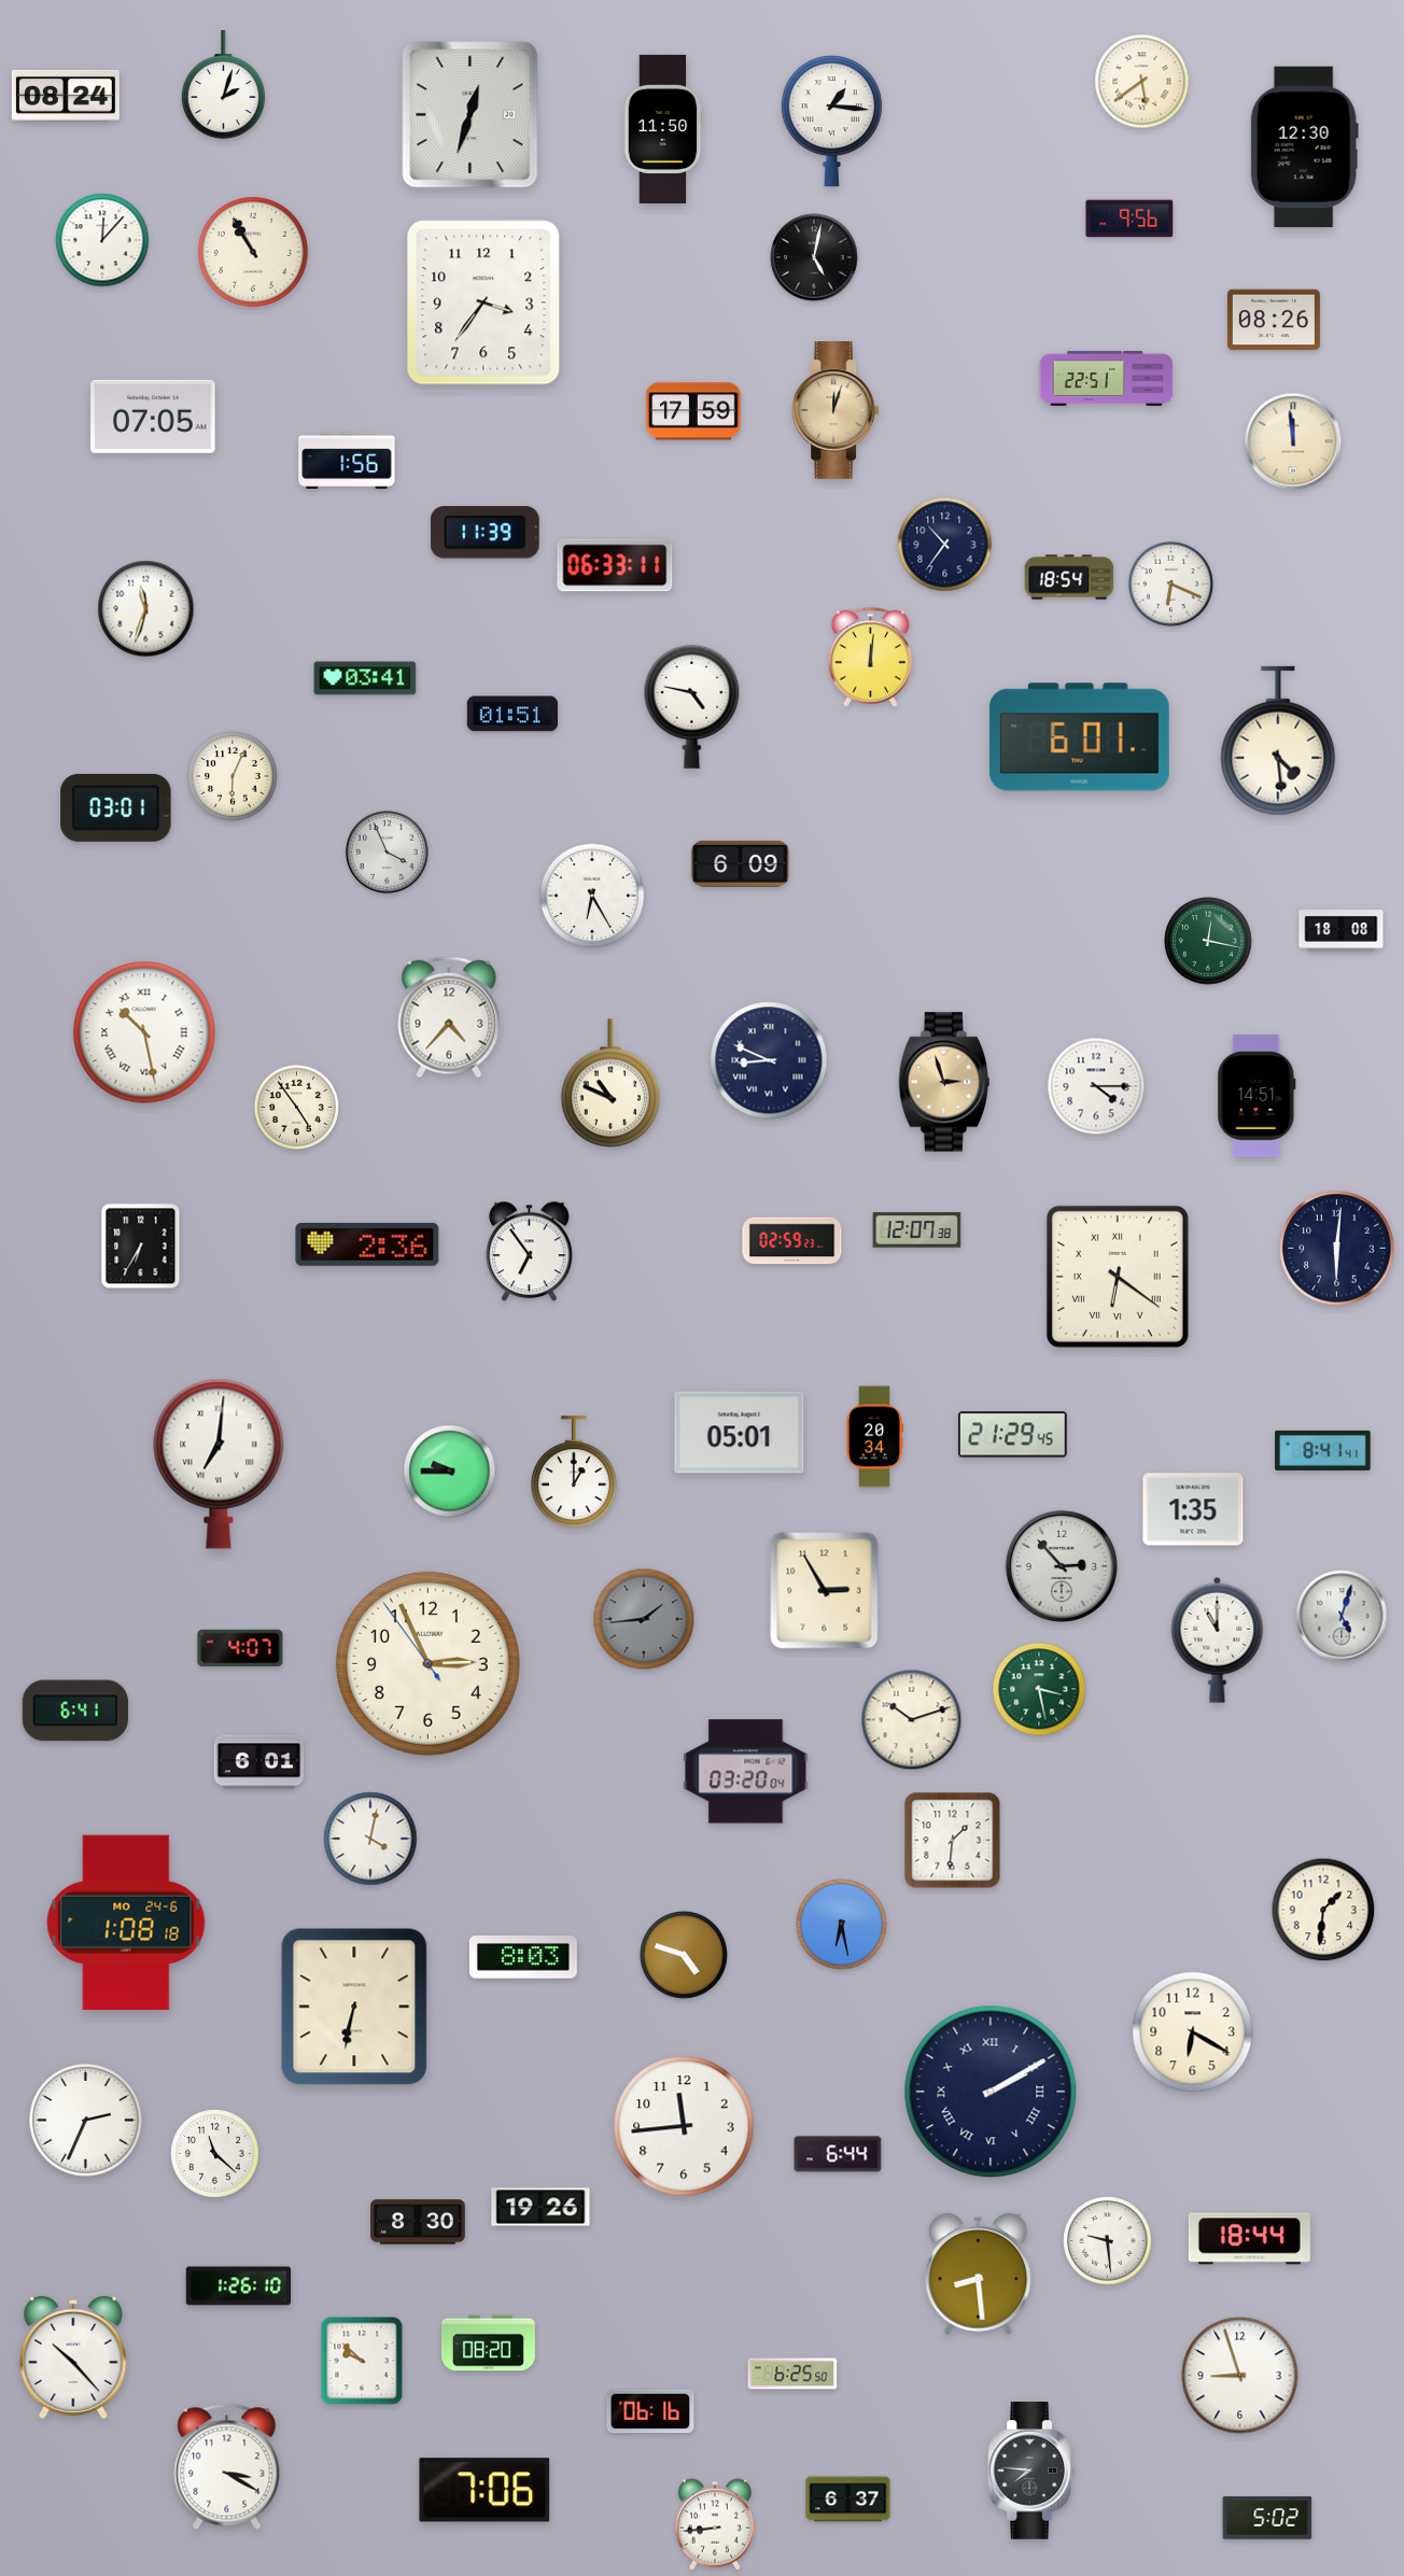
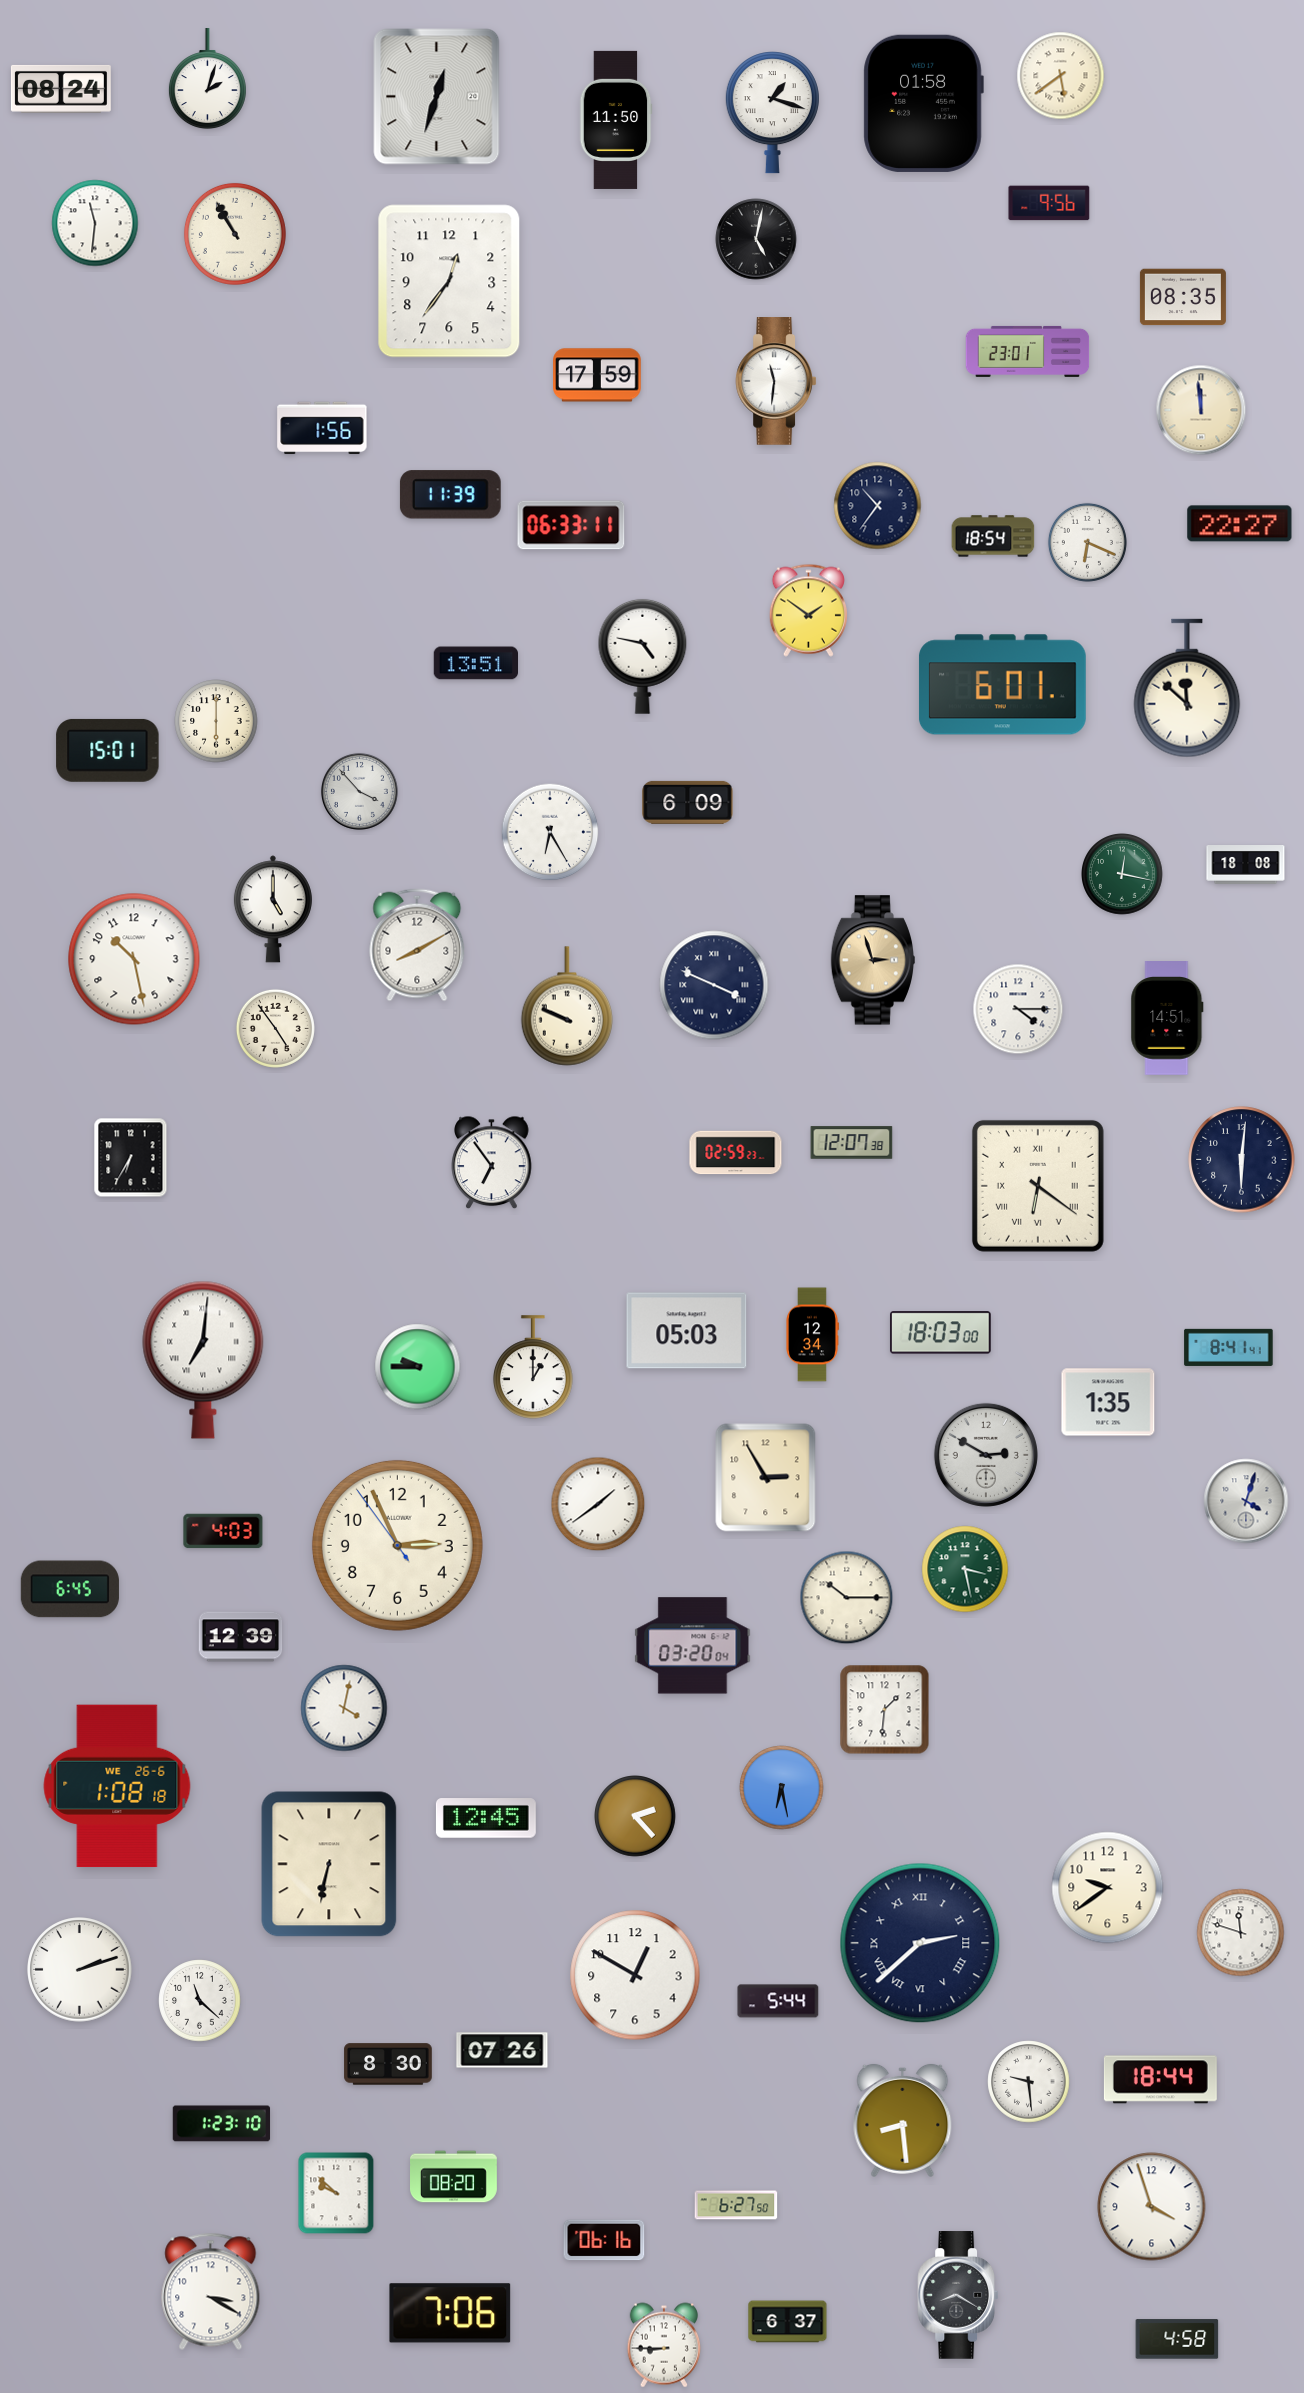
clock at (923, 103): none -> 01:58
clock at (471, 115) position: (471, 115) -> (437, 97)
clock at (831, 122): 1:16 -> 1:18
clock at (1304, 147): 12:30 -> none
clock at (102, 240): 12:07 -> 11:31
clock at (483, 302): 3:36 -> 12:36
clock at (1274, 320): 08:26 -> 08:35
clock at (1107, 378): 22:51 -> 23:01
clock at (836, 410): 12:03 -> 11:31
clock at (836, 410) dial: champagne -> white
clock at (693, 411) position: (693, 411) -> (597, 375)
clock at (153, 417): 07:05 -> none
clock at (1240, 524): none -> 22:27
clock at (146, 609): 11:33 -> none
clock at (870, 657): 12:01 -> 1:51
clock at (365, 678): 03:41 -> none
clock at (511, 714): 01:51 -> 13:51
clock at (1278, 741): 4:29 -> 11:52
clock at (233, 776): 6:04 -> 6:00
clock at (116, 807): 03:01 -> 15:01
clock at (387, 851): 3:56 -> 3:53
clock at (273, 909): none -> 5:00
clock at (449, 1017): 4:37 -> 8:10
clock at (144, 1032) numerals: Roman -> Arabic
clock at (769, 1060): 8:49 -> 3:49
clock at (943, 1082) position: (943, 1082) -> (872, 960)
clock at (610, 1083): 10:49 -> 9:49
clock at (367, 1244): 2:36 -> none
clock at (740, 1433): 05:01 -> 05:03
clock at (1012, 1435): 21:29 -> 18:03
clock at (874, 1437): 20:34 -> 12:34
clock at (1062, 1566): 2:53 -> 2:50
clock at (1342, 1616): 5:03 -> 4:03
clock at (644, 1619): 1:44 -> 1:39
clock at (644, 1619) dial: grey -> white
clock at (1218, 1639): 11:00 -> none
clock at (240, 1648): 4:07 -> 4:03
clock at (75, 1711): 6:41 -> 6:45
clock at (912, 1720): 10:12 -> 10:15
clock at (259, 1762): 6:01 -> 12:39
clock at (1323, 1910): 1:31 -> none
clock at (126, 1923) date: MO 24-6 -> WE 26-6
clock at (684, 1955): 4:48 -> 2:23
clock at (523, 1957): 8:03 -> 12:45
clock at (1193, 2032): 6:20 -> 9:39
clock at (1241, 1933): none -> 11:48
clock at (991, 2092): 2:10 -> 2:38
clock at (86, 2121): 2:34 -> 2:12
clock at (684, 2126): 11:44 -> 12:50
clock at (838, 2154): 6:44 -> 5:44
clock at (540, 2207): 19:26 -> 07:26
clock at (979, 2274) position: (979, 2274) -> (903, 2120)
clock at (239, 2286): 1:26 -> 1:23
clock at (73, 2357): 10:23 -> none
clock at (792, 2374): 6:25 -> 6:27
clock at (1240, 2376): 8:57 -> 3:57
clock at (1031, 2471): 7:46 -> 8:20
clock at (1267, 2518): 5:02 -> 4:58
clock at (714, 2524): 8:44 -> 8:45
